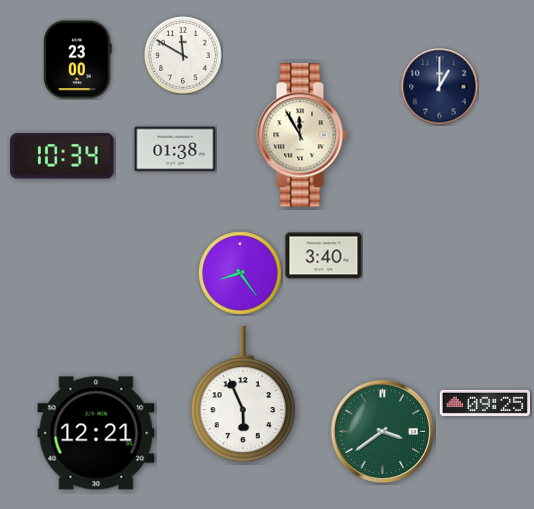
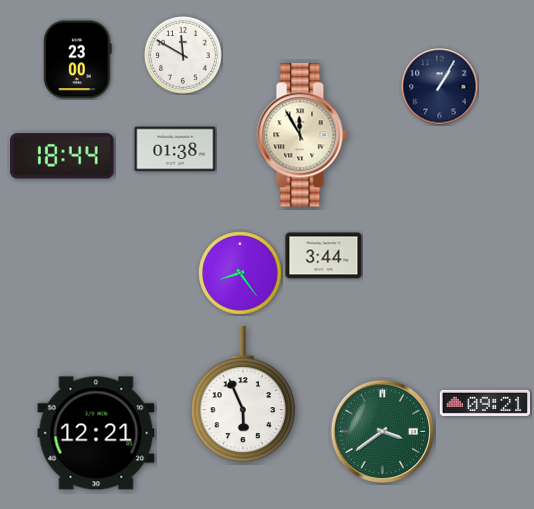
clock at (440, 87): 1:00 -> 1:05
clock at (62, 156): 10:34 -> 18:44
clock at (324, 256): 3:40 -> 3:44
clock at (485, 403): 09:25 -> 09:21
